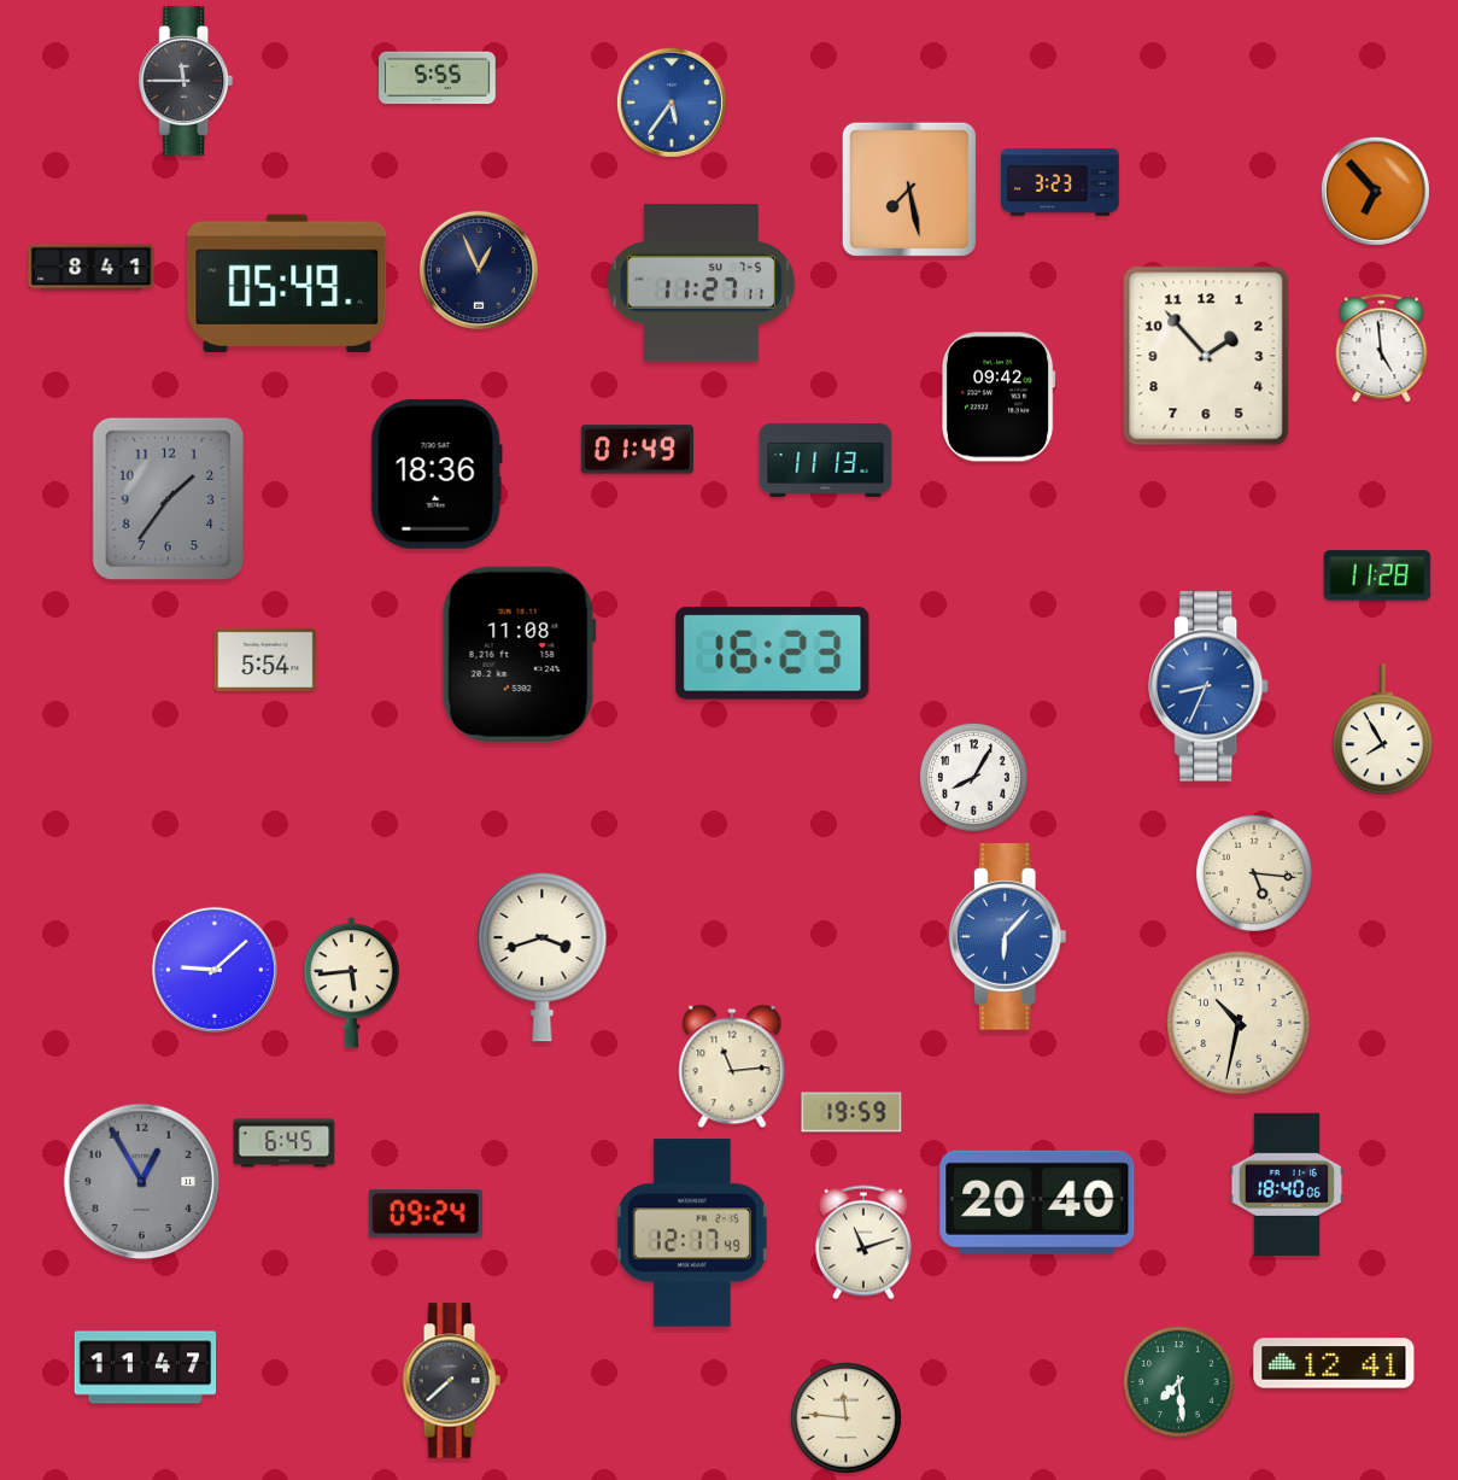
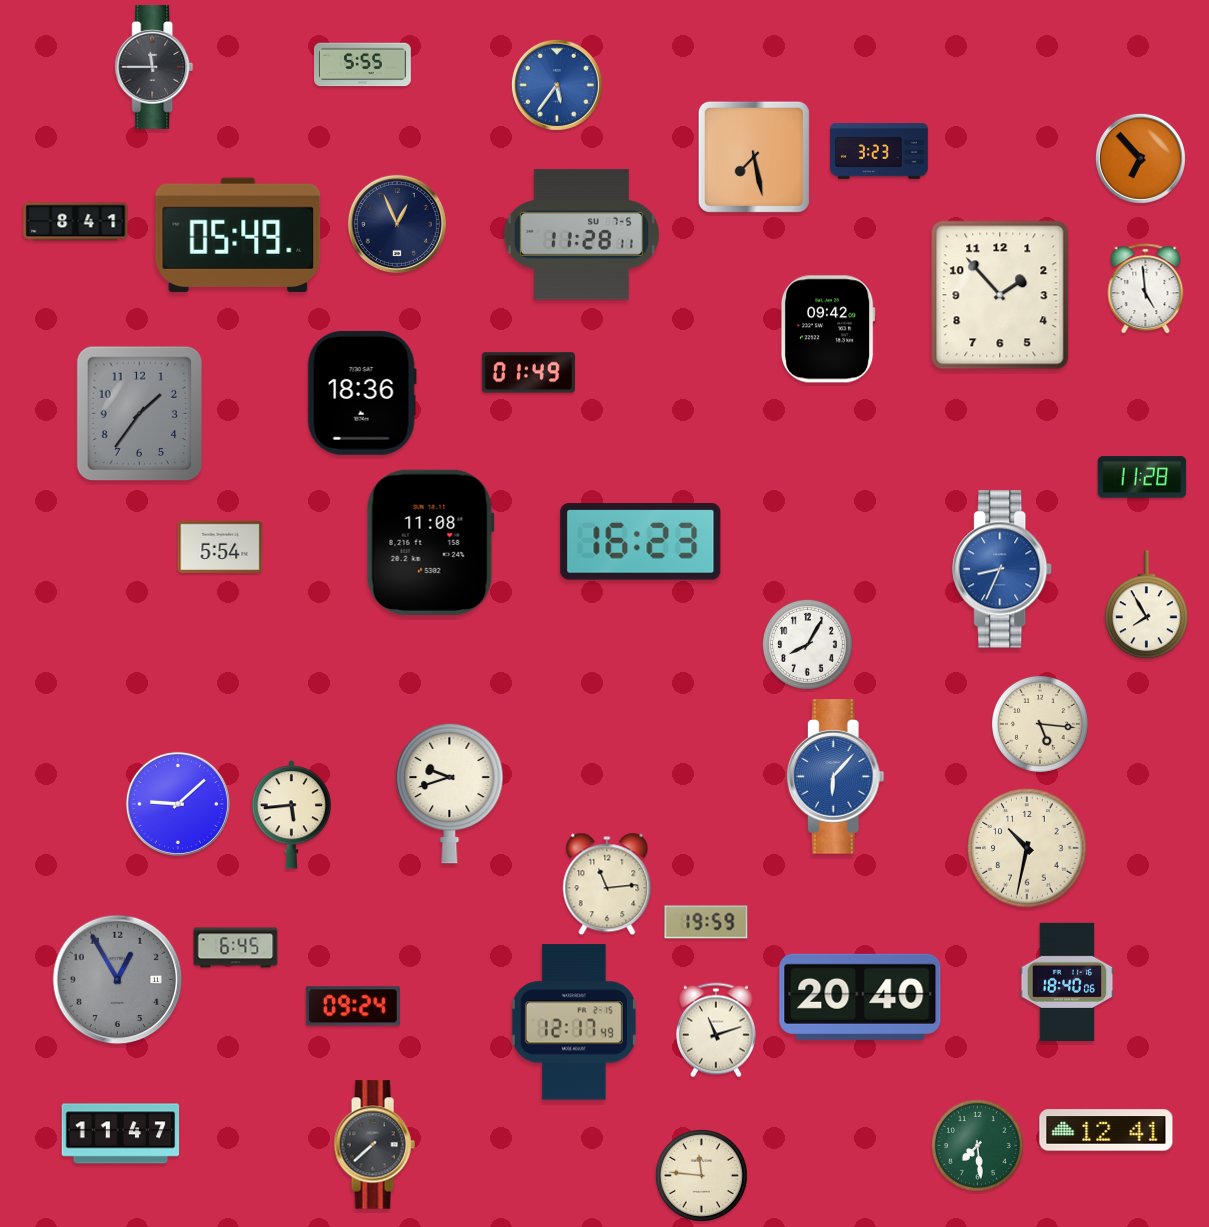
clock at (701, 283): 11:27 -> 11:28
clock at (826, 461): 11:13 -> none
clock at (543, 957): 3:42 -> 9:42
